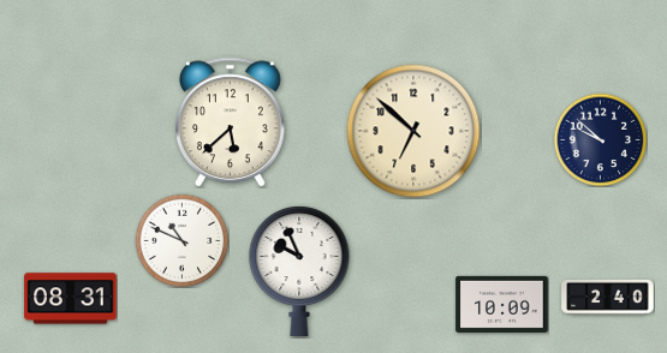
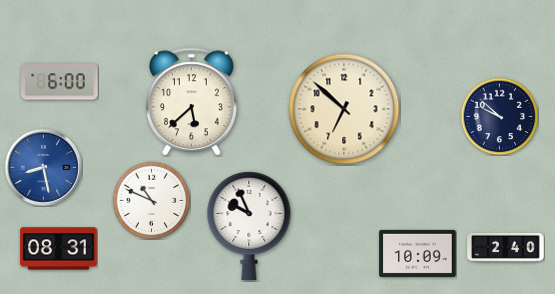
clock at (60, 82): none -> 6:00
clock at (43, 167): none -> 8:28
